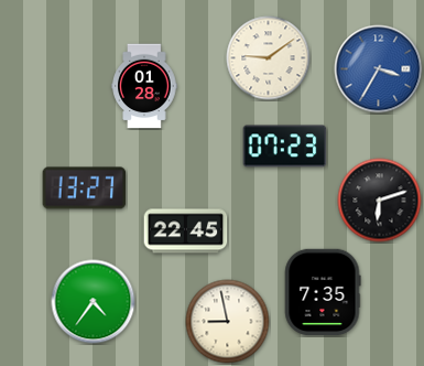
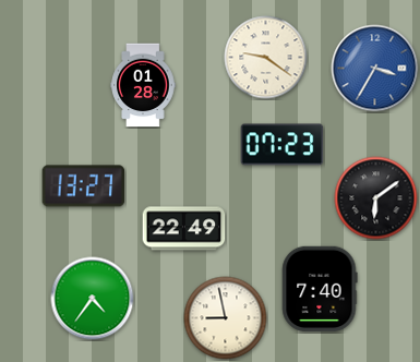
clock at (269, 58): 9:09 -> 9:21
clock at (380, 201): 6:12 -> 6:09
clock at (186, 232): 22:45 -> 22:49
clock at (323, 292): 7:35 -> 7:40
